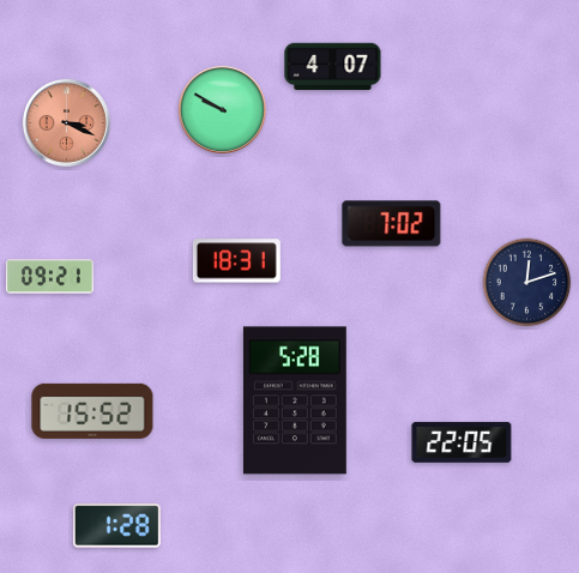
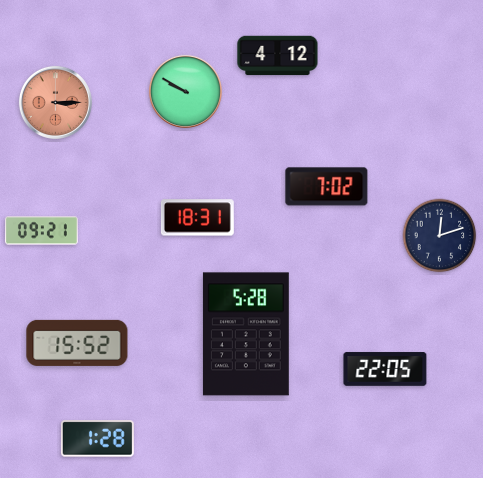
clock at (333, 67): 4:07 -> 4:12
clock at (66, 122): 3:19 -> 3:15
